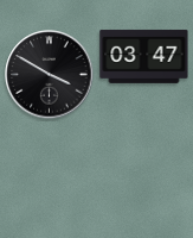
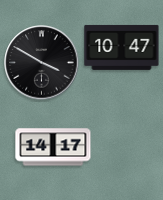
clock at (144, 56): 03:47 -> 10:47
clock at (53, 147): none -> 14:17
